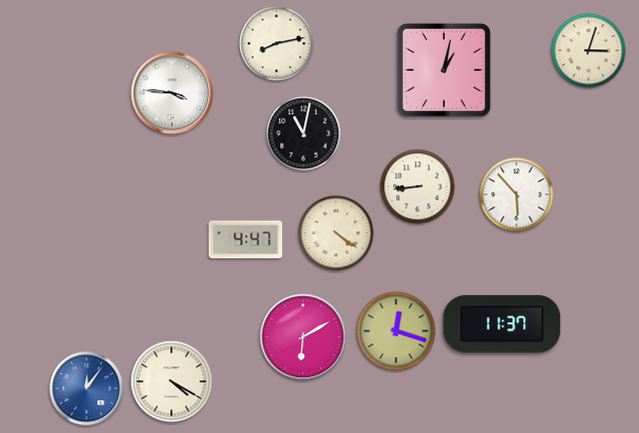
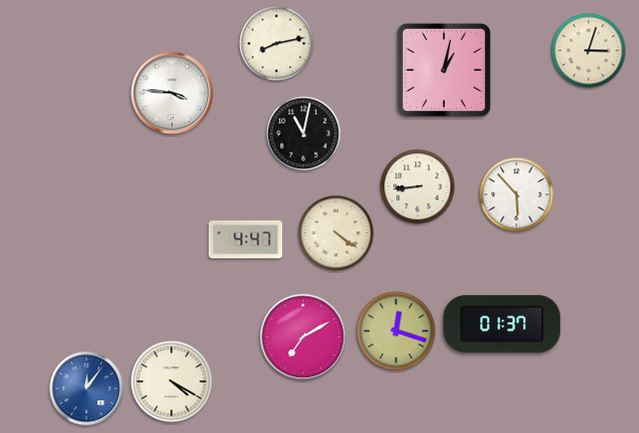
clock at (502, 324): 11:37 -> 01:37
clock at (303, 337): 6:10 -> 7:10
